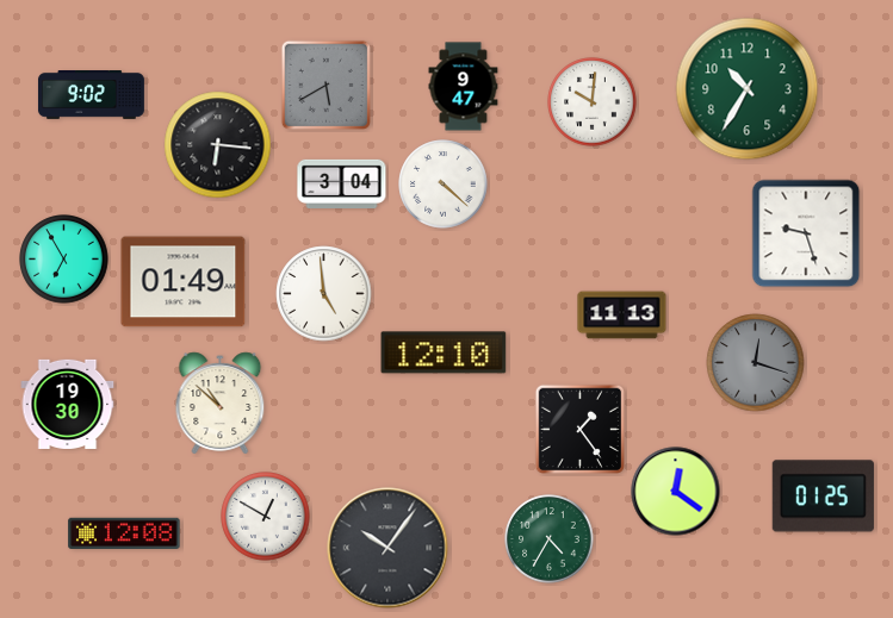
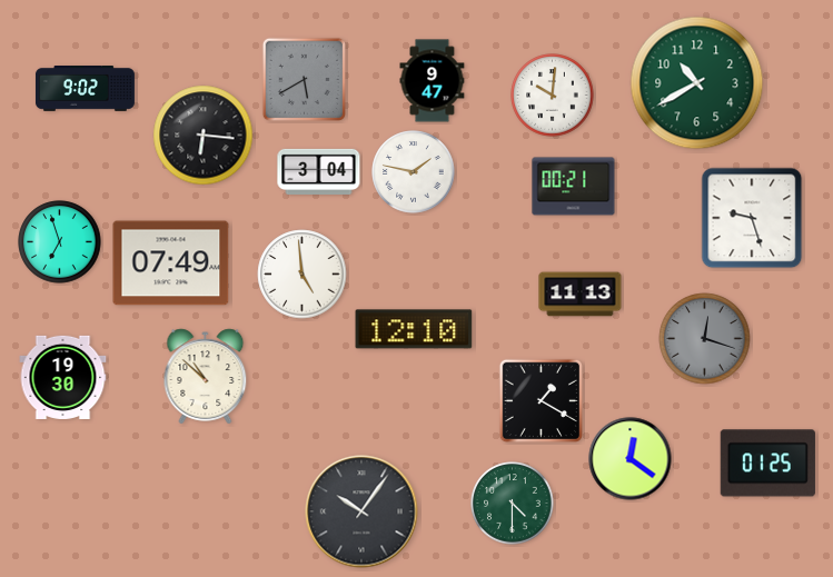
clock at (748, 89): 10:35 -> 10:40
clock at (444, 185): 4:22 -> 1:47
clock at (574, 187): none -> 00:21
clock at (64, 260): 6:55 -> 6:57
clock at (184, 282): 01:49 -> 07:49
clock at (579, 429): 1:24 -> 1:20
clock at (266, 517): 12:50 -> none
clock at (124, 532): 12:08 -> none
clock at (550, 539): 4:35 -> 4:30
